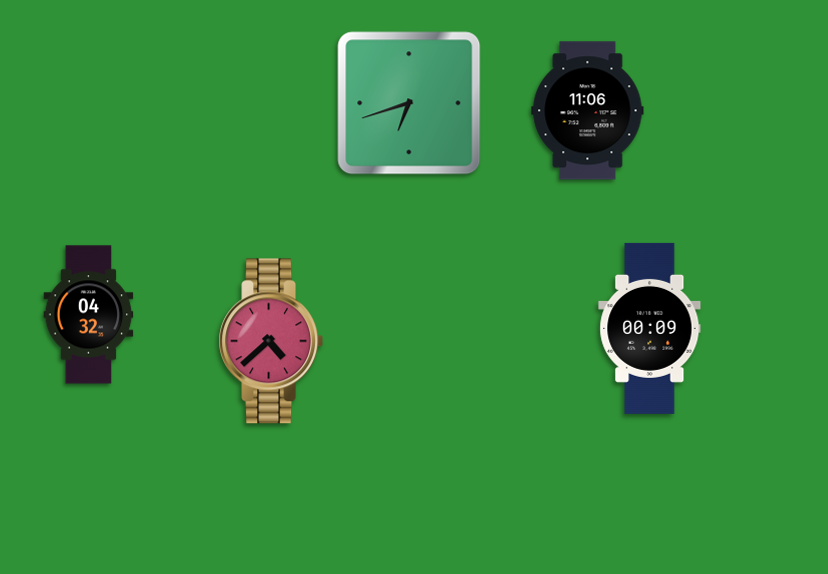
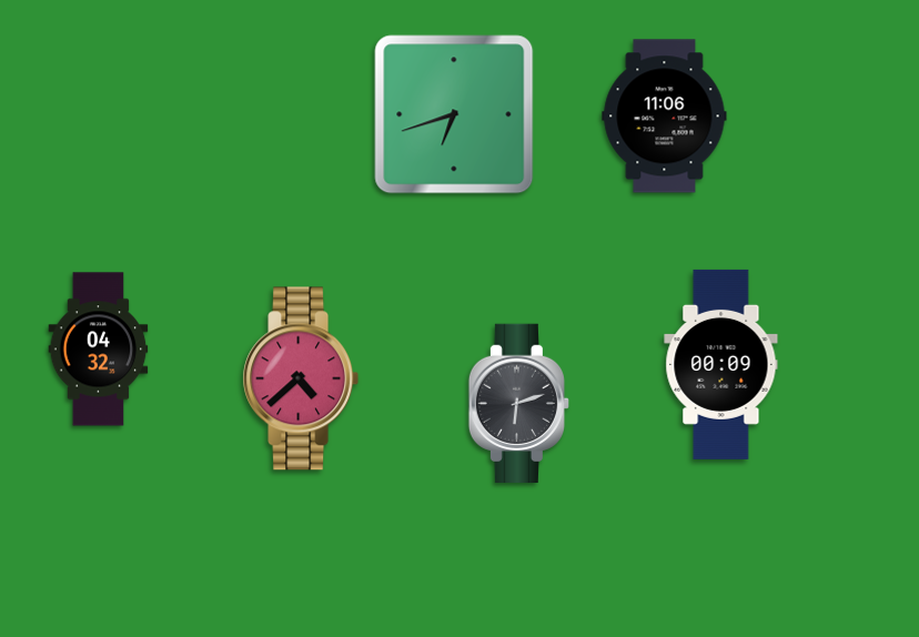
clock at (588, 111) position: (588, 111) -> (665, 117)
clock at (518, 404): none -> 6:12
